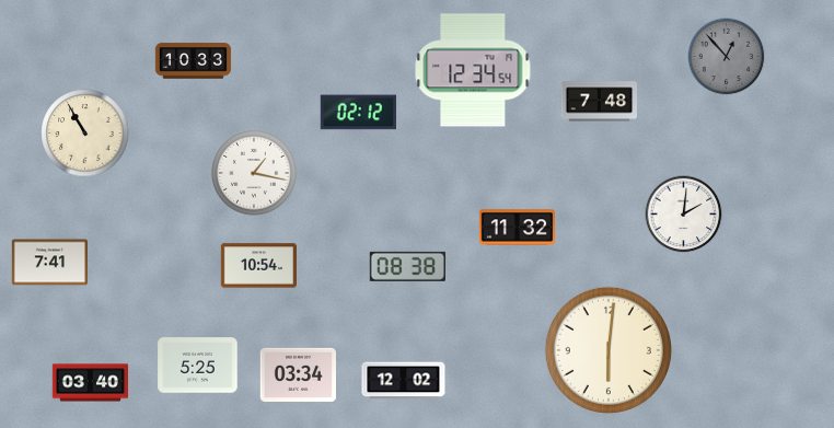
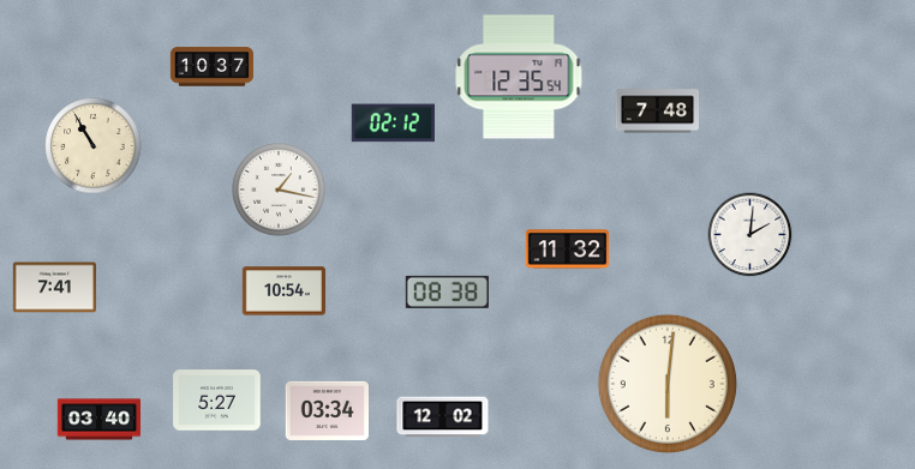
clock at (727, 57): 12:53 -> none
clock at (194, 61): 10:33 -> 10:37
clock at (473, 70): 12:34 -> 12:35
clock at (198, 366): 5:25 -> 5:27
